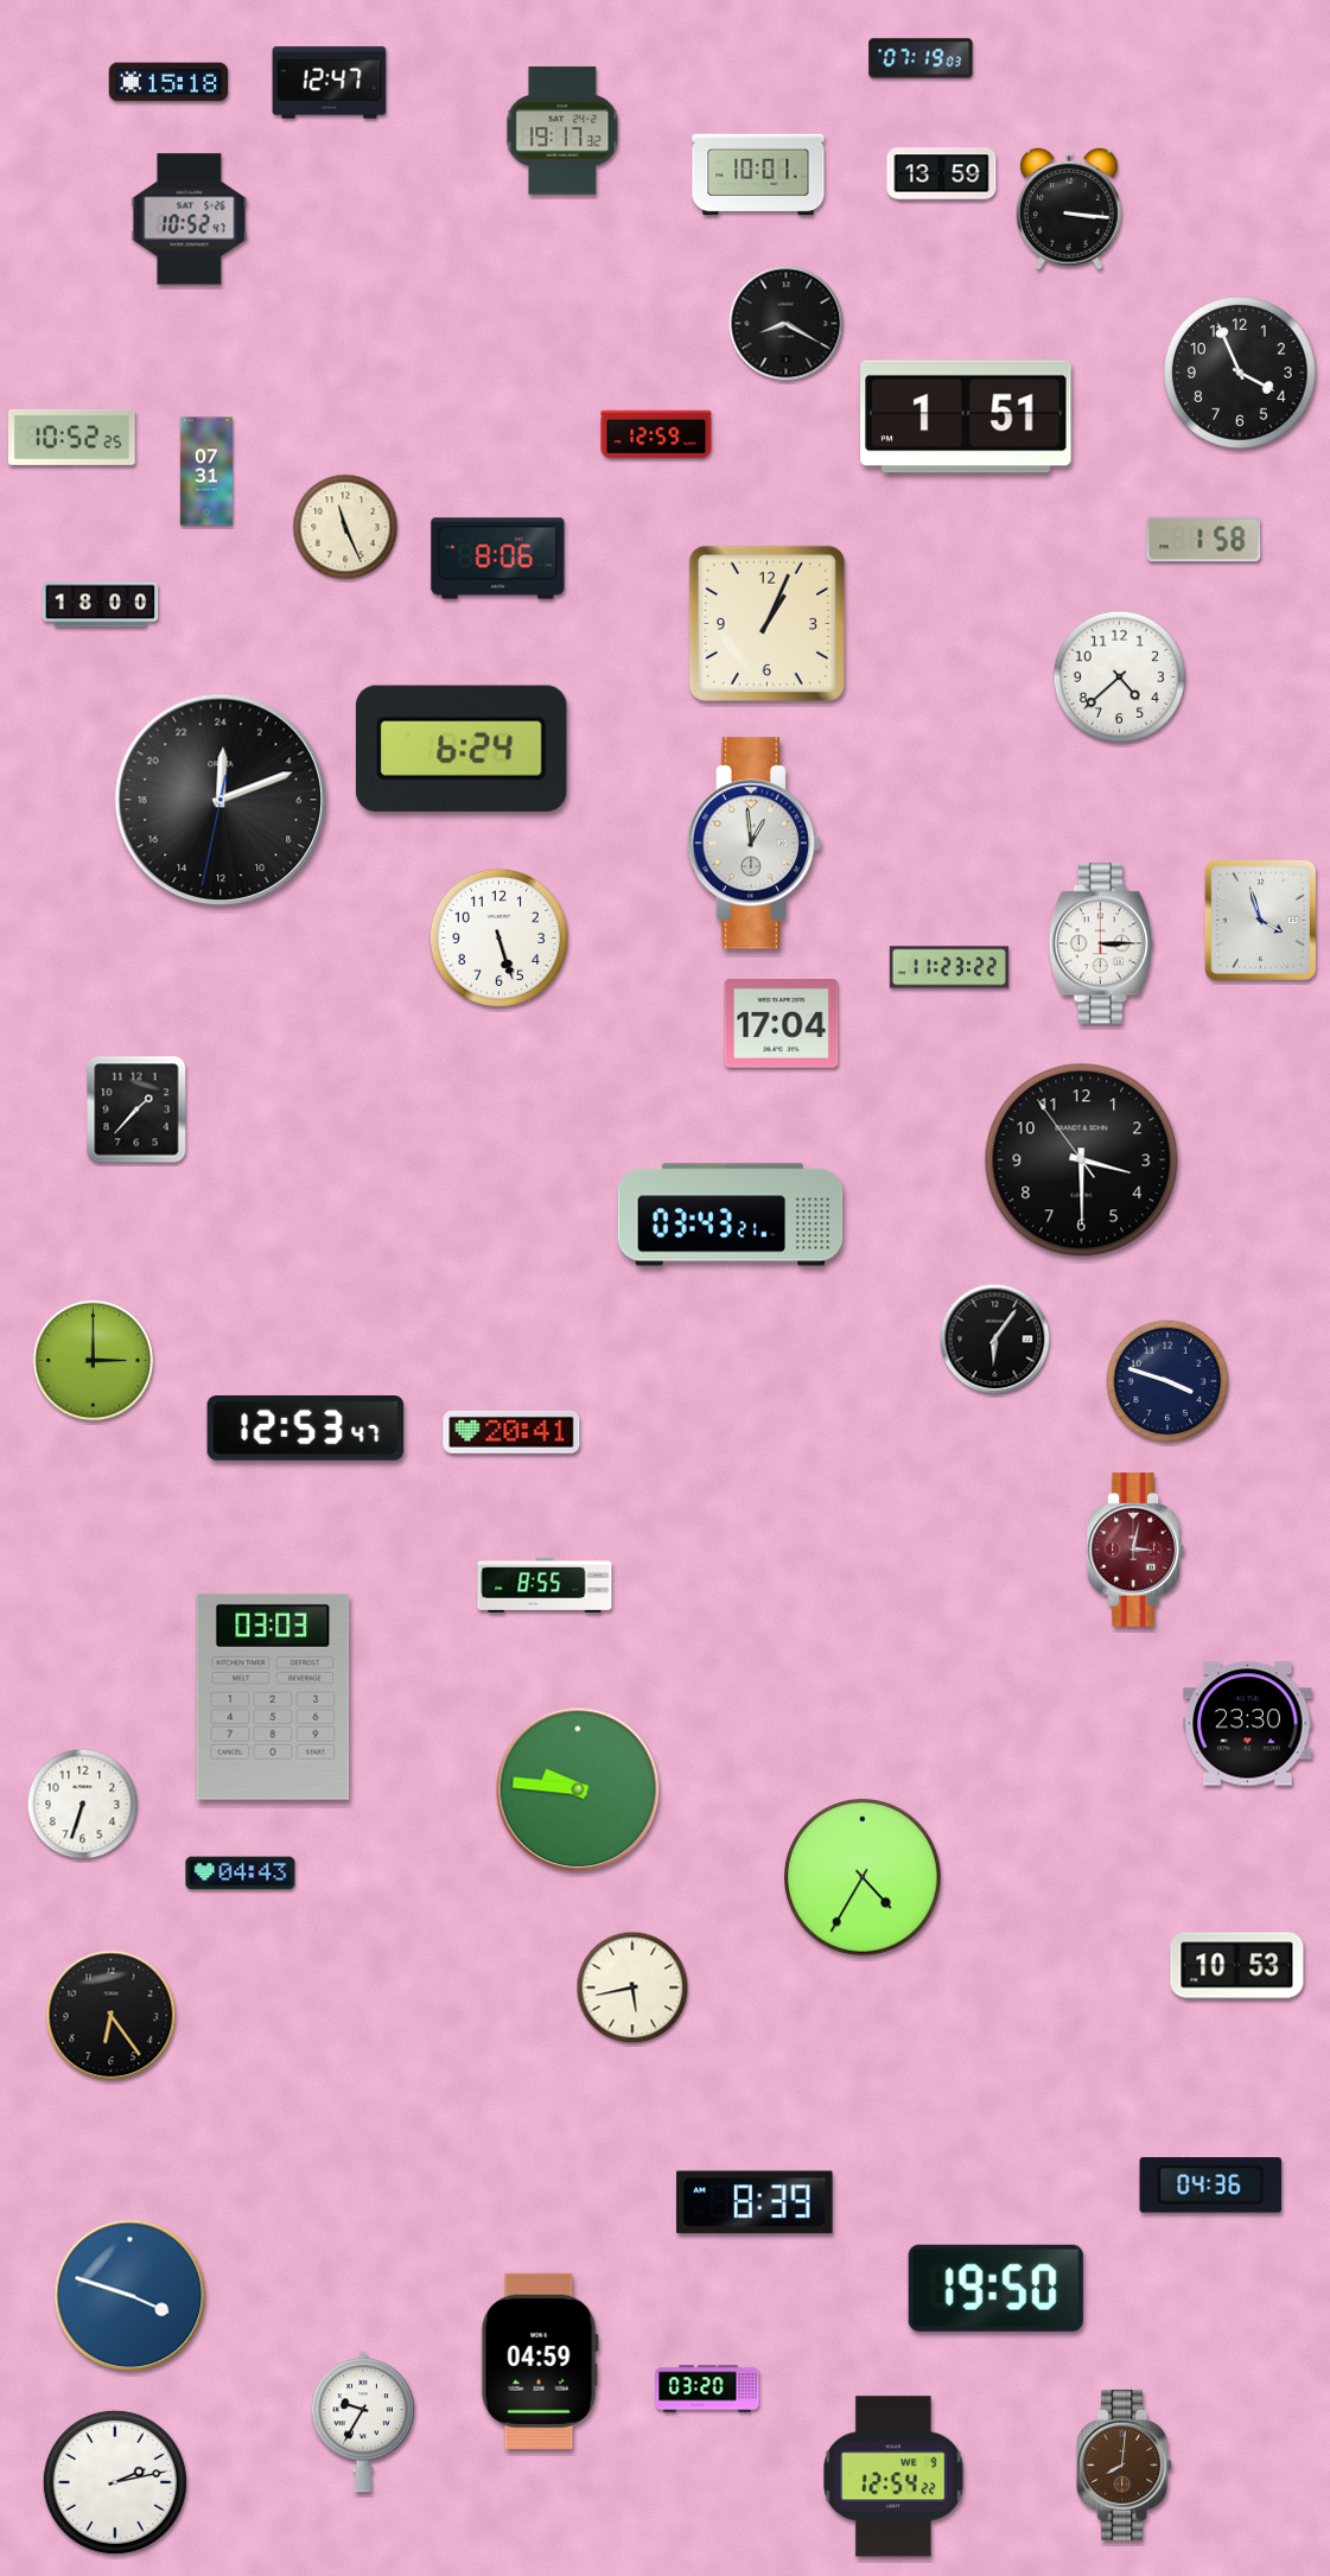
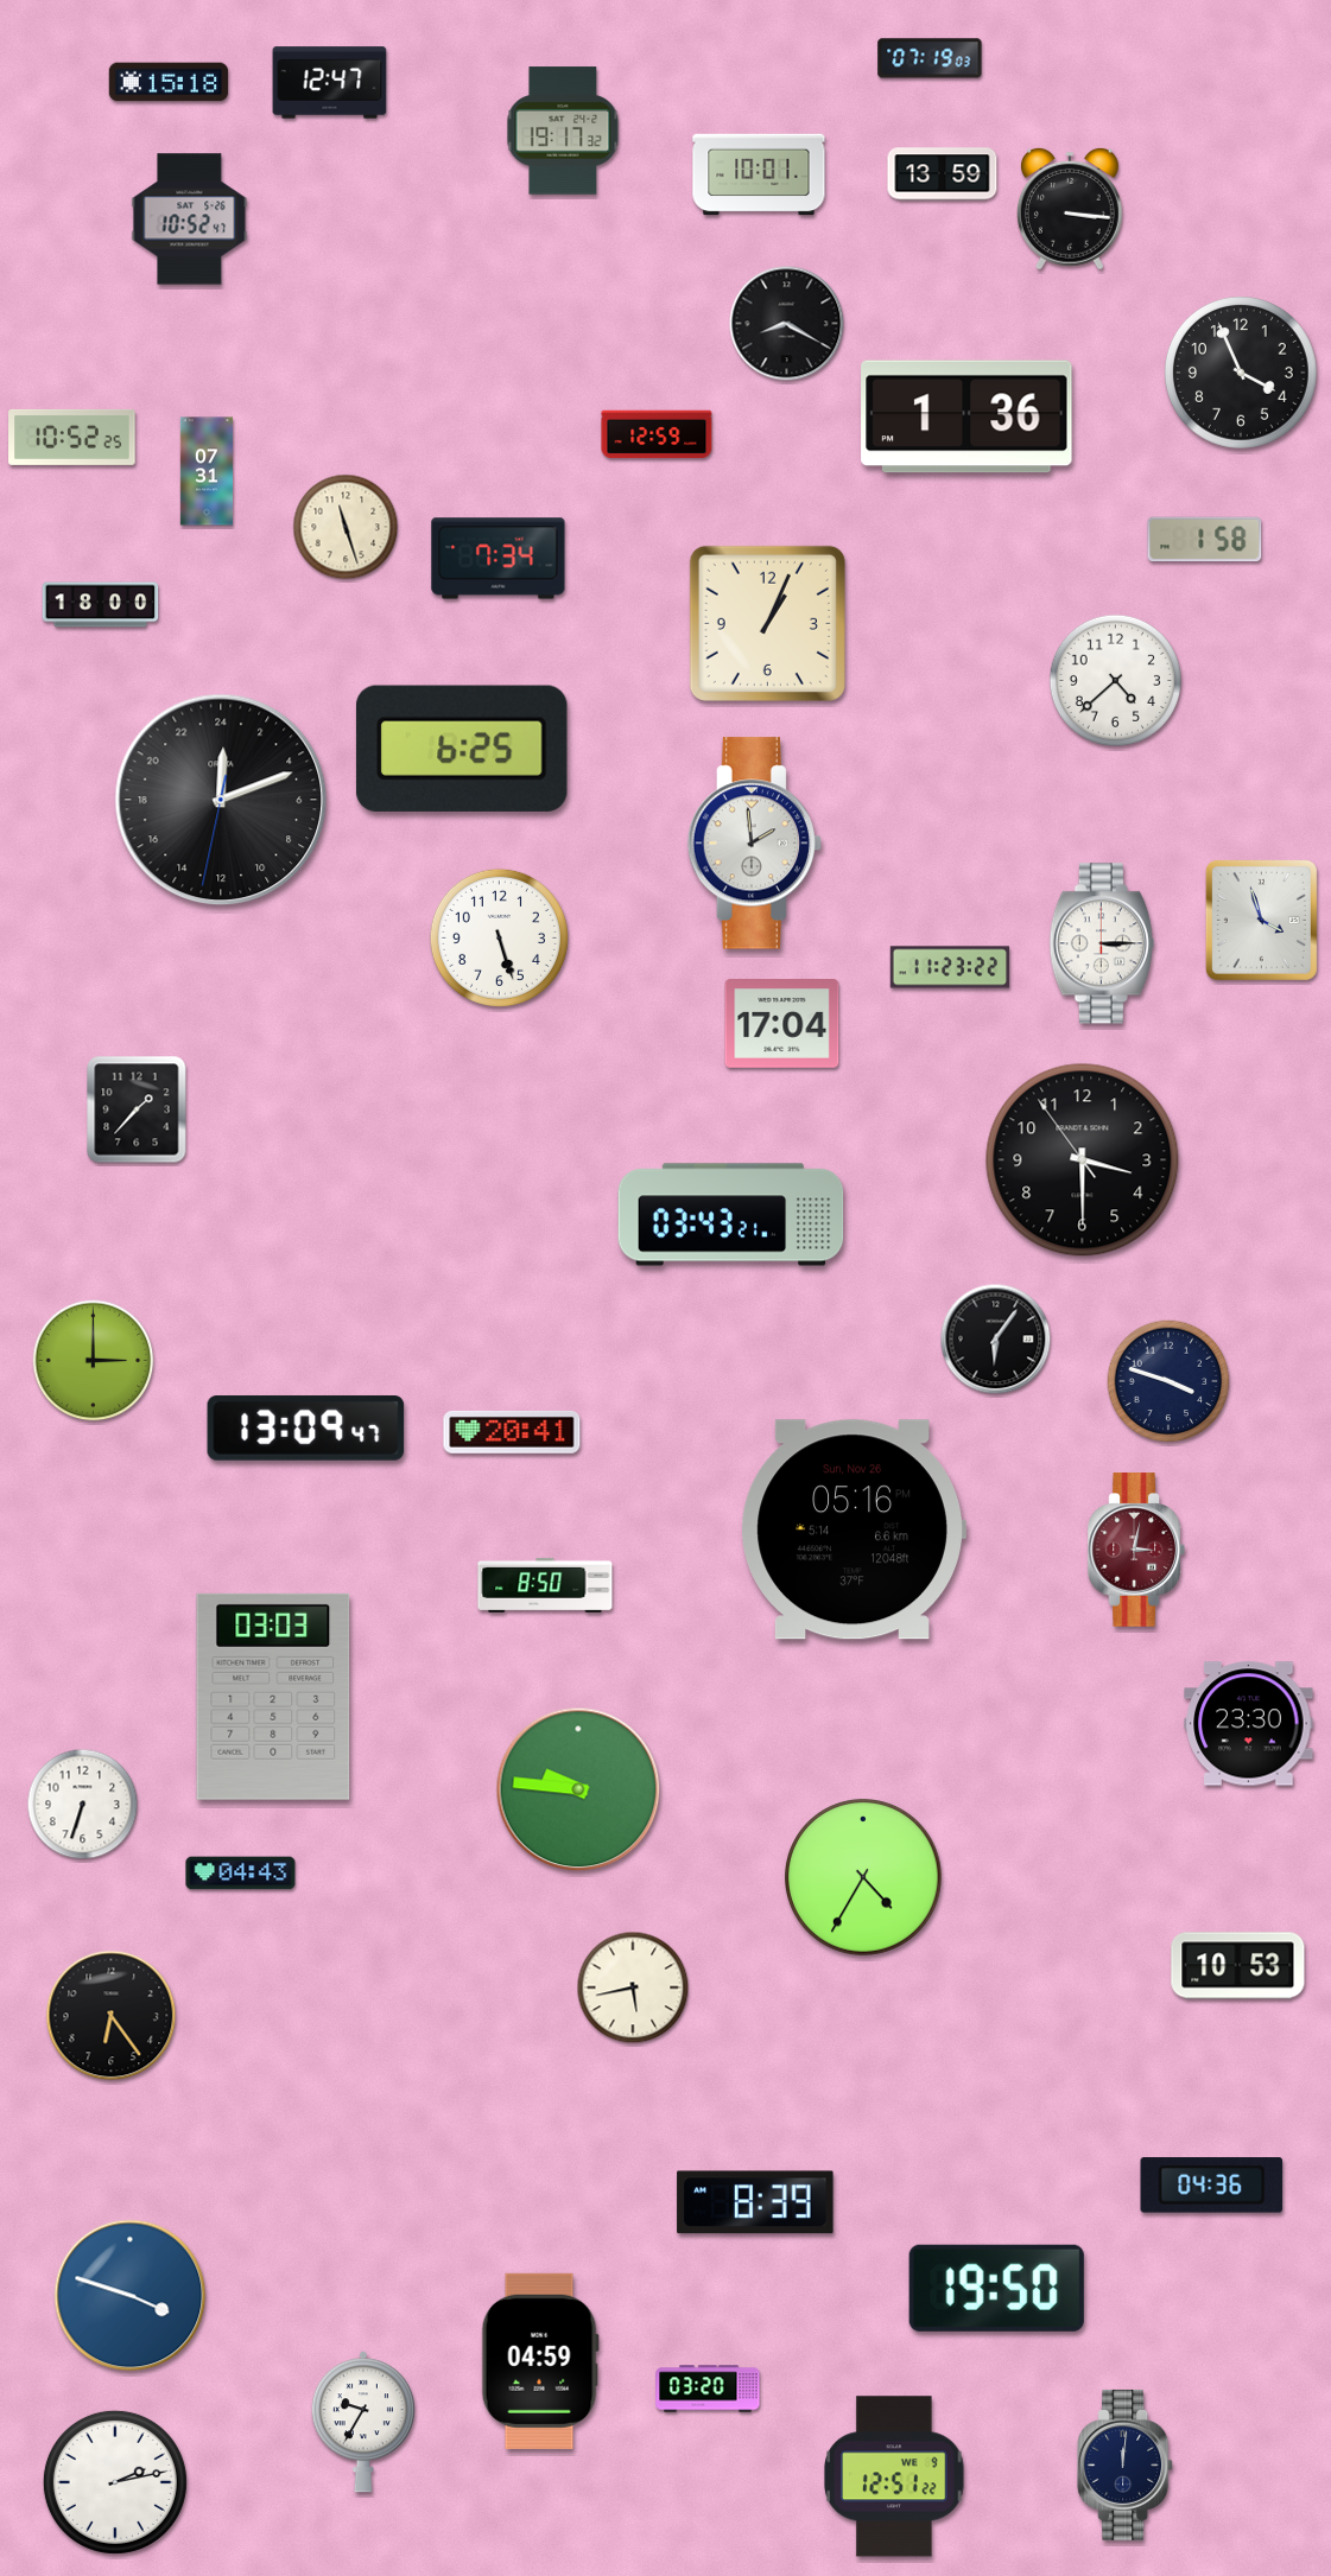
clock at (921, 58) position: (921, 58) -> (930, 58)
clock at (966, 416): 1:51 -> 1:36
clock at (345, 527): 11:26 -> 11:27
clock at (498, 559): 8:06 -> 7:34
clock at (1119, 676) position: (1119, 676) -> (1115, 680)
clock at (462, 749): 6:24 -> 6:25
clock at (755, 844): 12:59 -> 1:59
clock at (306, 1429): 12:53 -> 13:09
clock at (854, 1529): none -> 05:16
clock at (545, 1585): 8:55 -> 8:50
clock at (1125, 2464): 8:01 -> 12:01
clock at (1125, 2464) dial: brown -> navy
clock at (895, 2476): 12:54 -> 12:51
